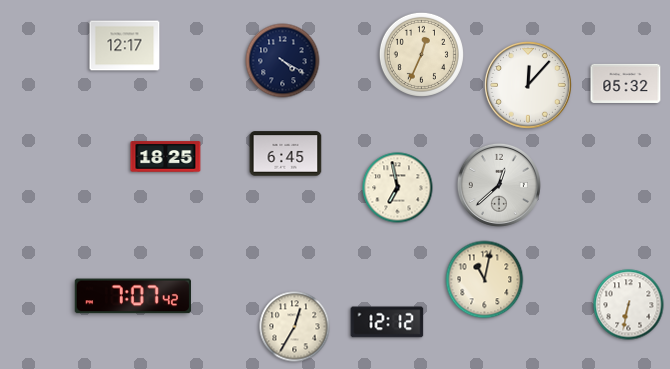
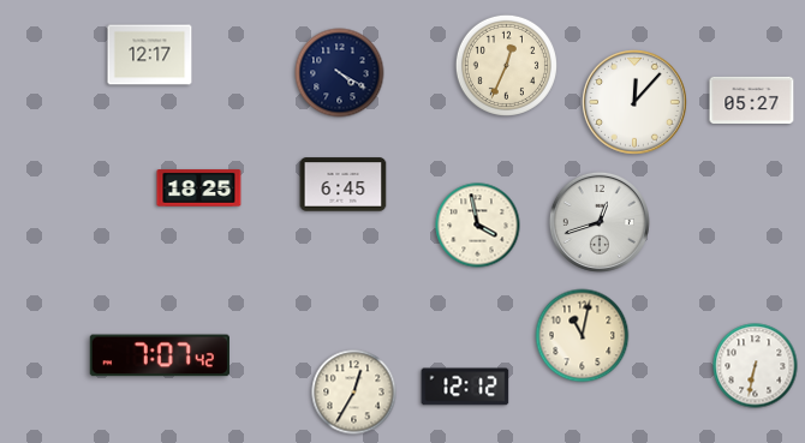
clock at (626, 83): 05:32 -> 05:27
clock at (499, 185): 12:38 -> 12:42
clock at (398, 188): 6:58 -> 3:58
